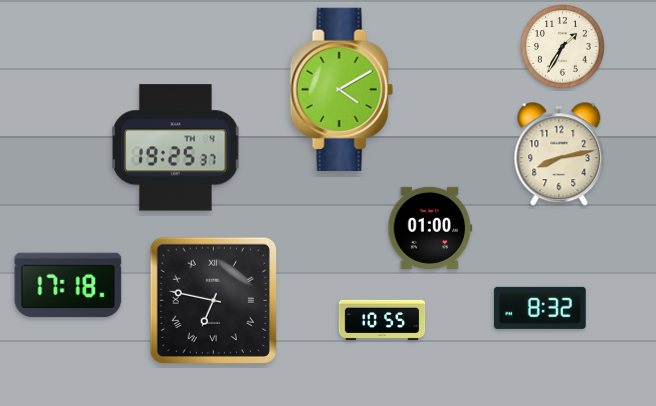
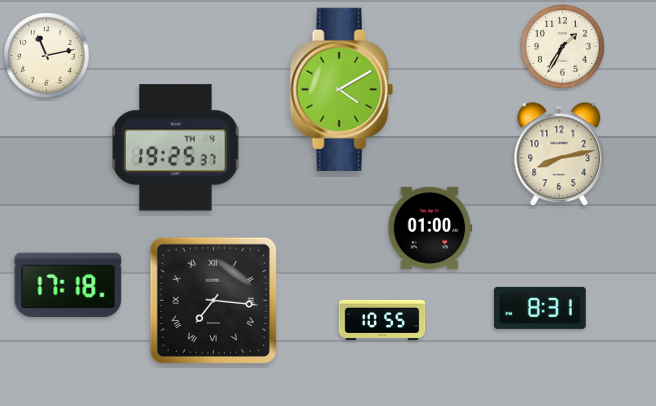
clock at (47, 56): none -> 11:13
clock at (213, 300): 6:47 -> 7:16
clock at (540, 308): 8:32 -> 8:31
